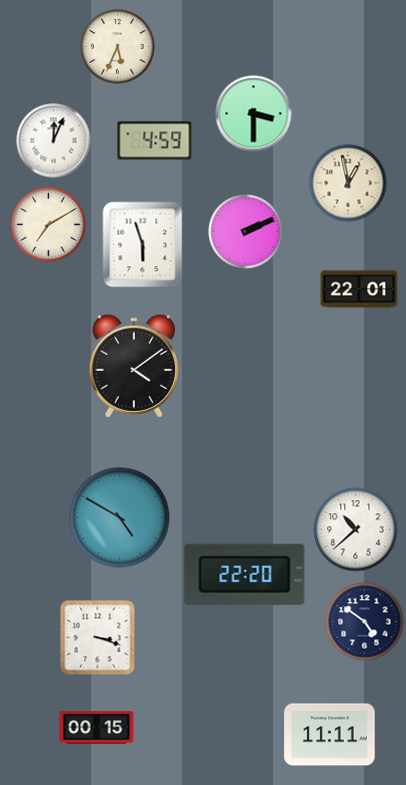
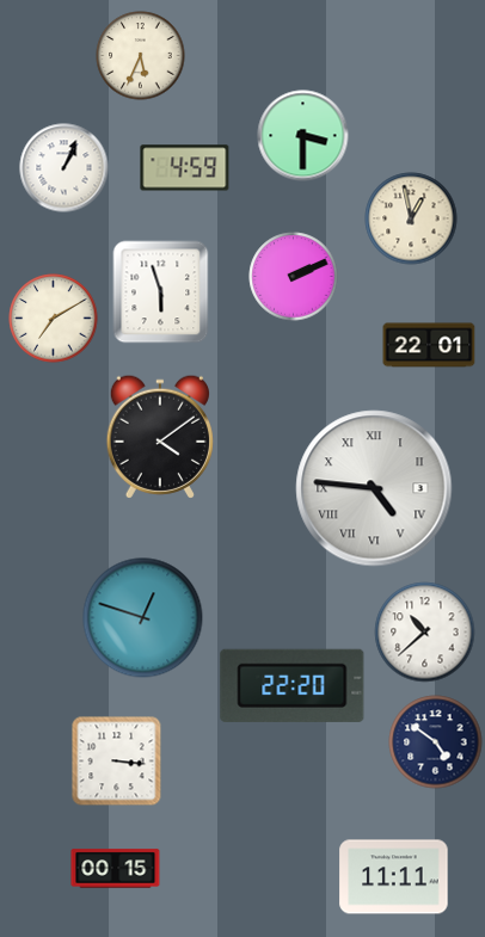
clock at (54, 141): 12:04 -> 1:04
clock at (348, 183) position: (348, 183) -> (411, 218)
clock at (49, 225) position: (49, 225) -> (54, 319)
clock at (143, 245) position: (143, 245) -> (161, 292)
clock at (374, 488): none -> 4:46
clock at (120, 518): 4:50 -> 12:48
clock at (98, 638): 3:18 -> 3:16
